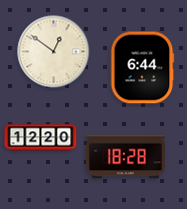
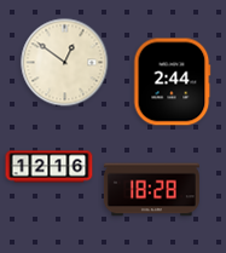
clock at (142, 68): 6:44 -> 2:44
clock at (41, 138): 12:20 -> 12:16
